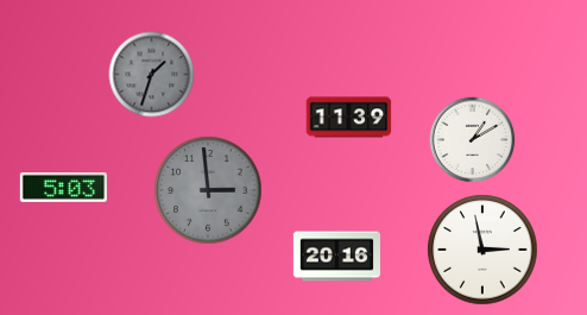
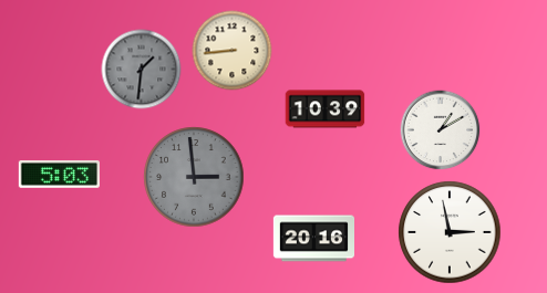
clock at (233, 51): none -> 8:44
clock at (152, 75): 1:33 -> 1:31
clock at (349, 118): 11:39 -> 10:39
